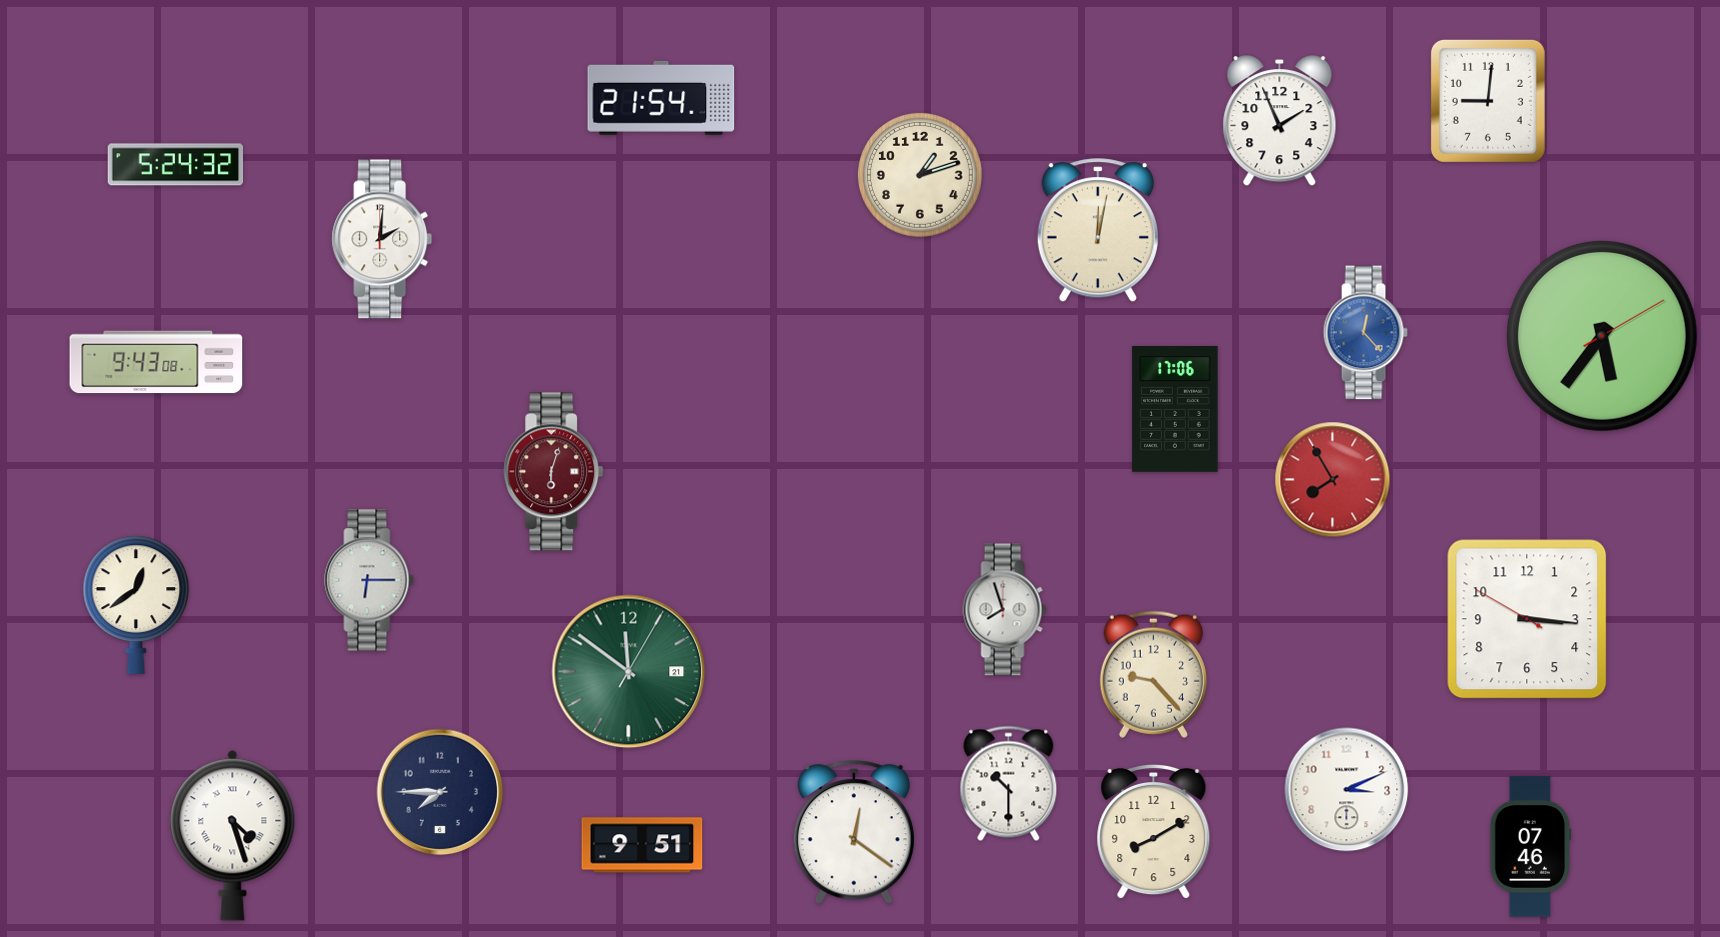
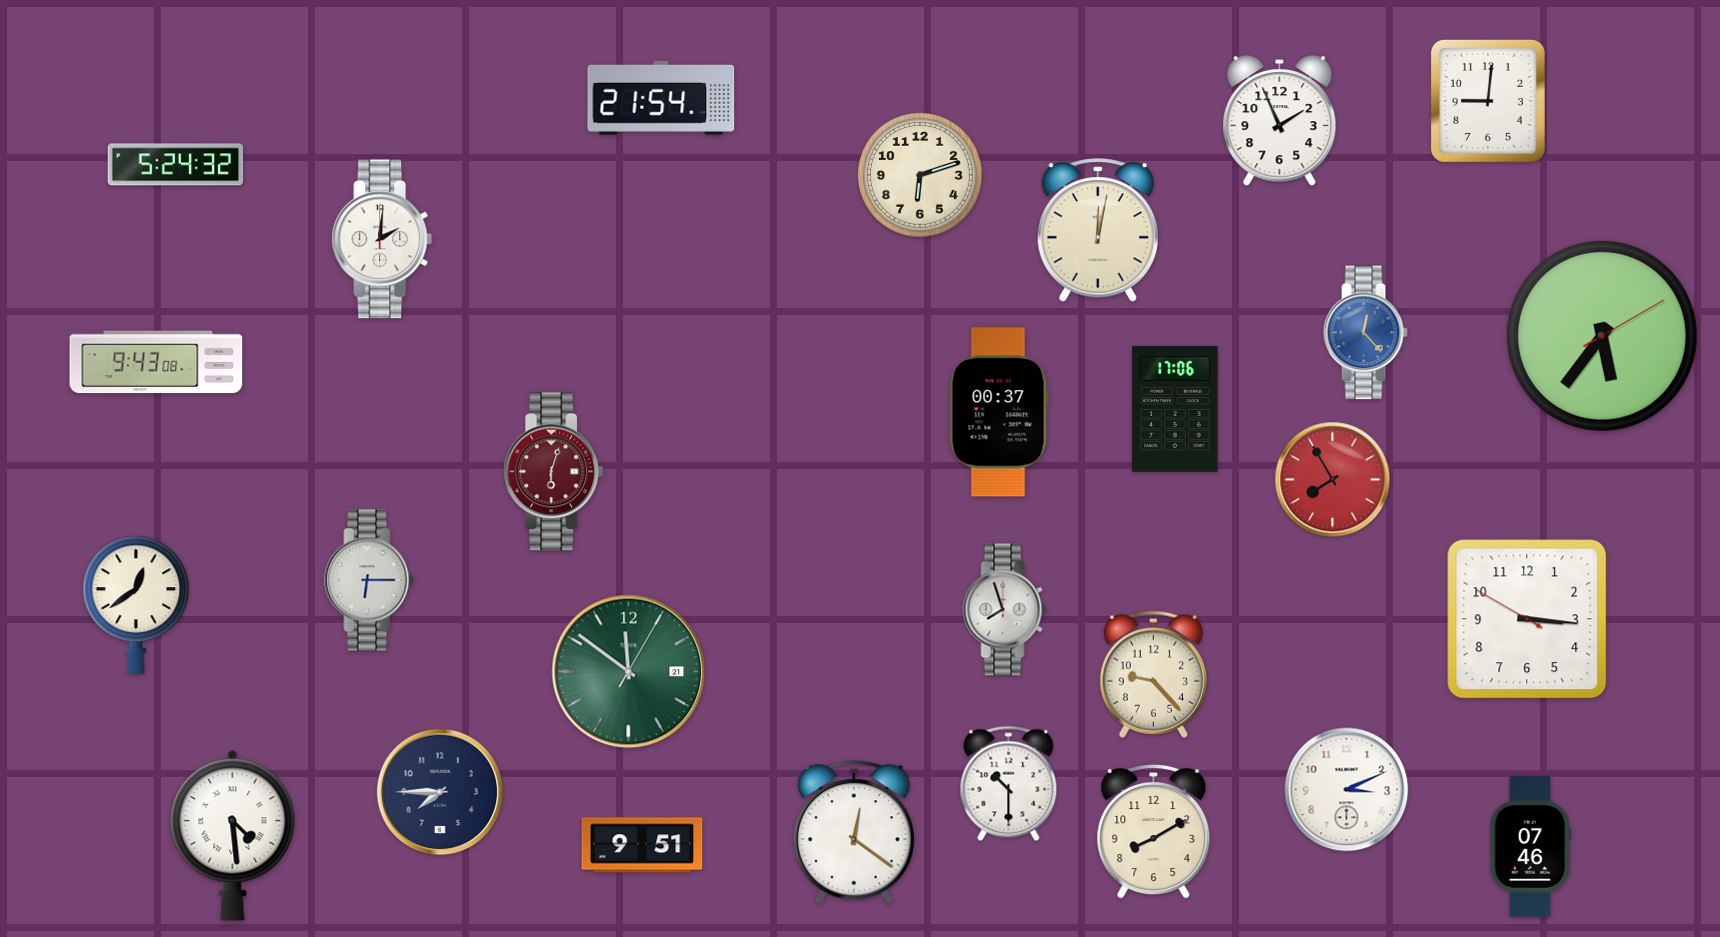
clock at (920, 175): 1:12 -> 6:12
clock at (999, 412): none -> 00:37
clock at (233, 836): 4:27 -> 4:29
